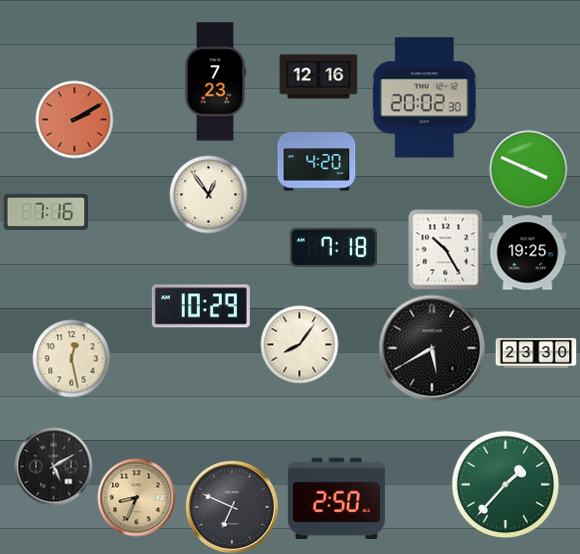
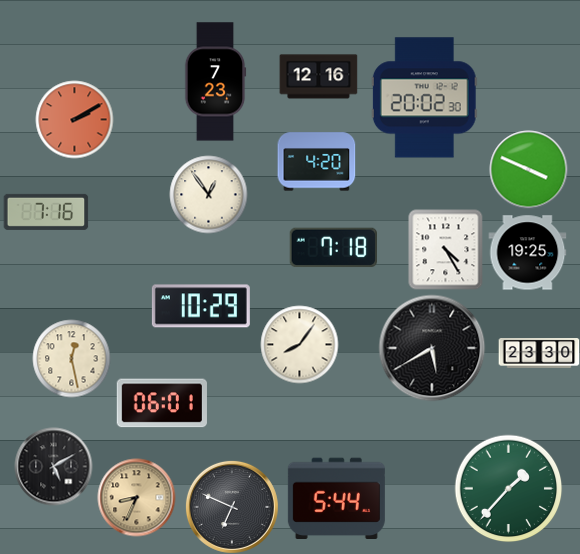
clock at (446, 249): 10:25 -> 4:25
clock at (536, 354) position: (536, 354) -> (539, 354)
clock at (162, 403): none -> 06:01
clock at (505, 484) position: (505, 484) -> (508, 488)
clock at (336, 499): 2:50 -> 5:44
